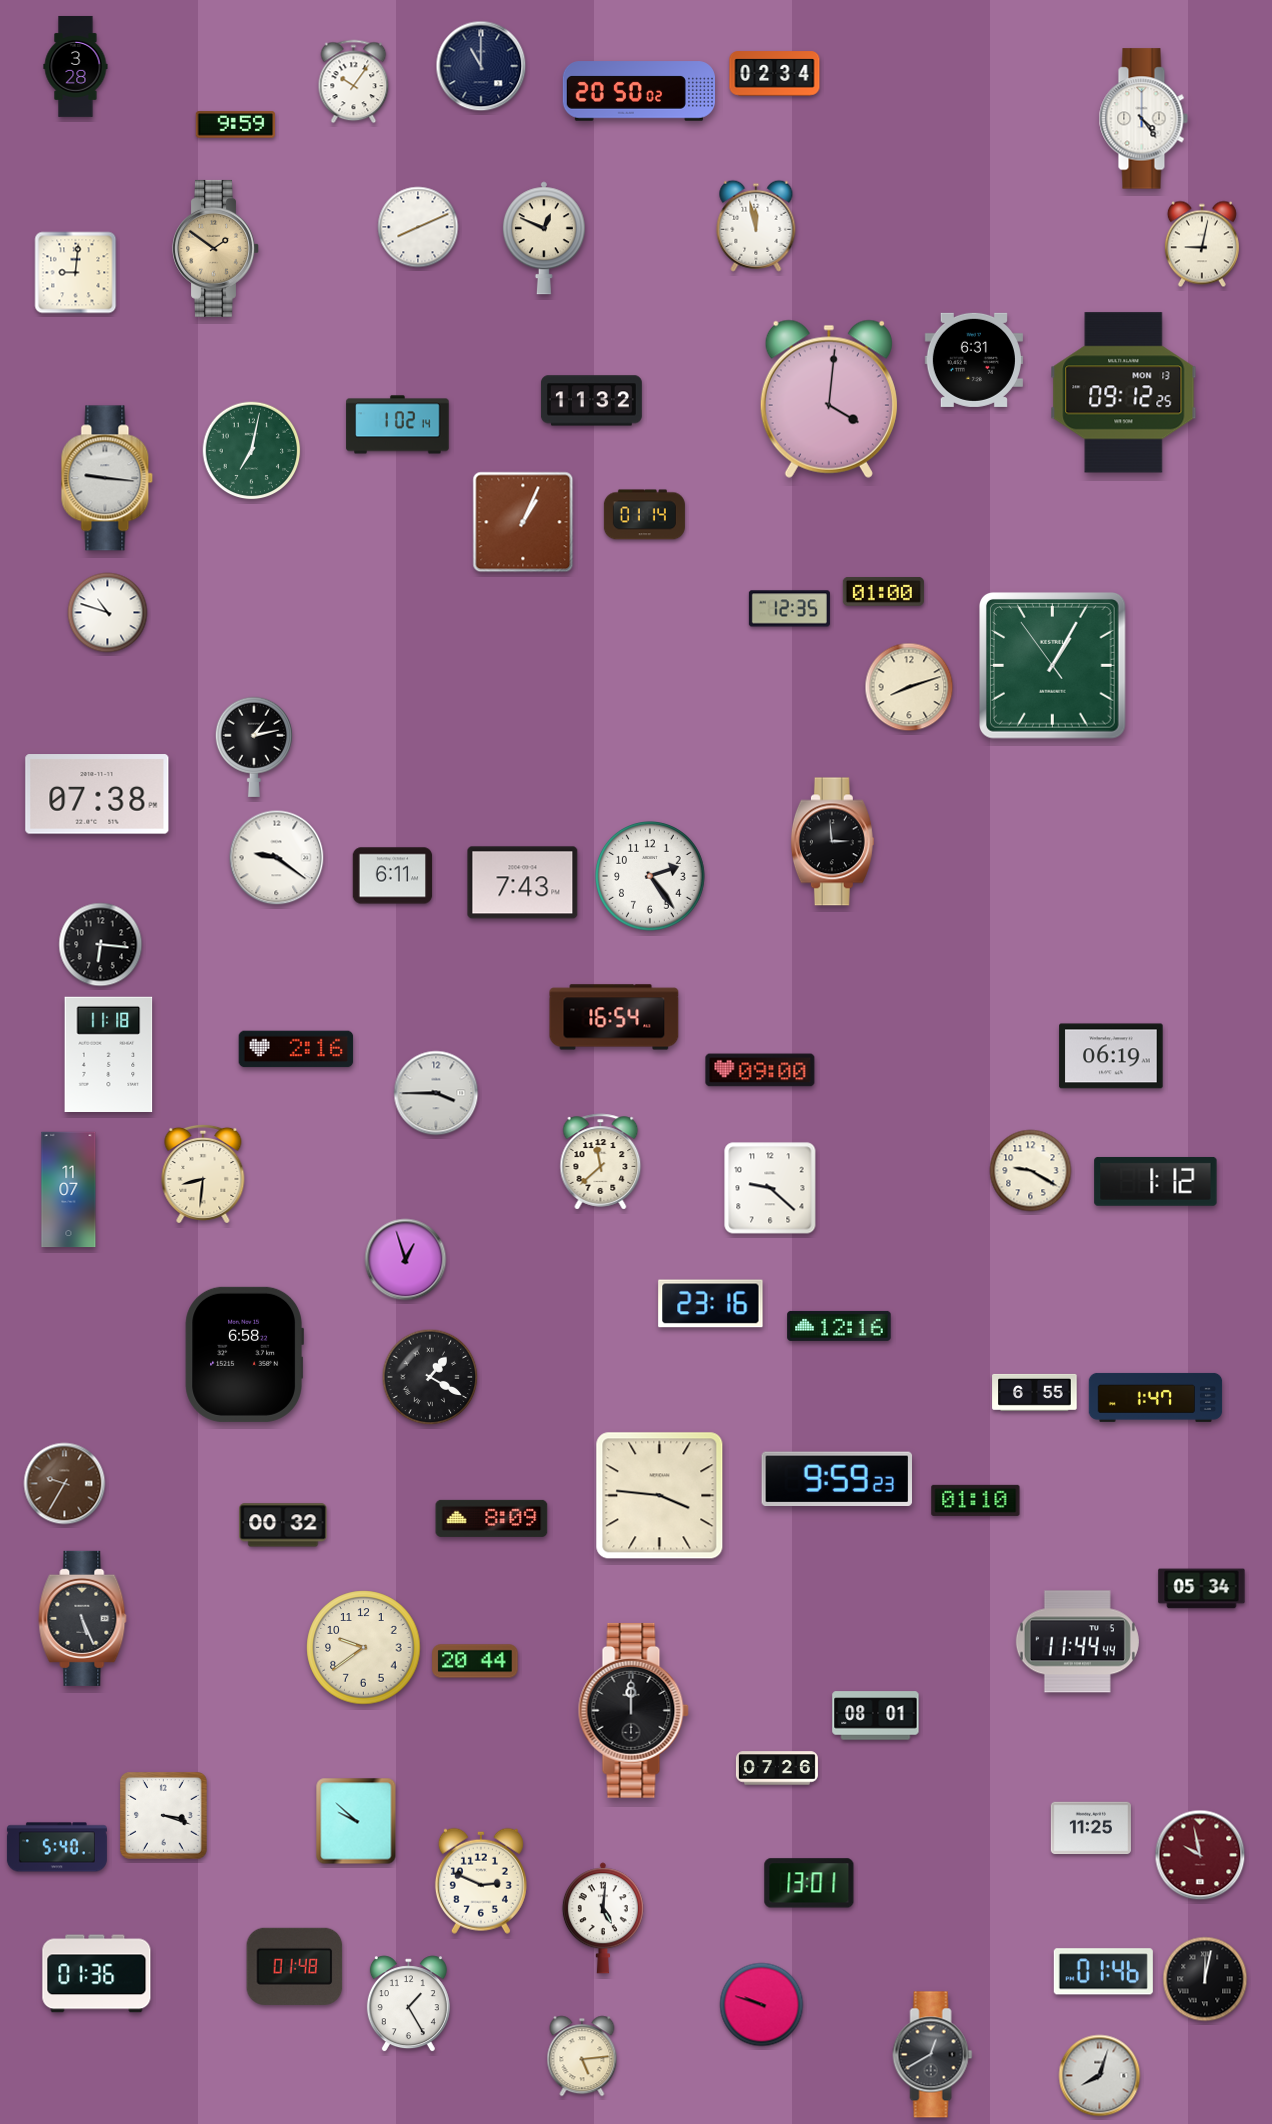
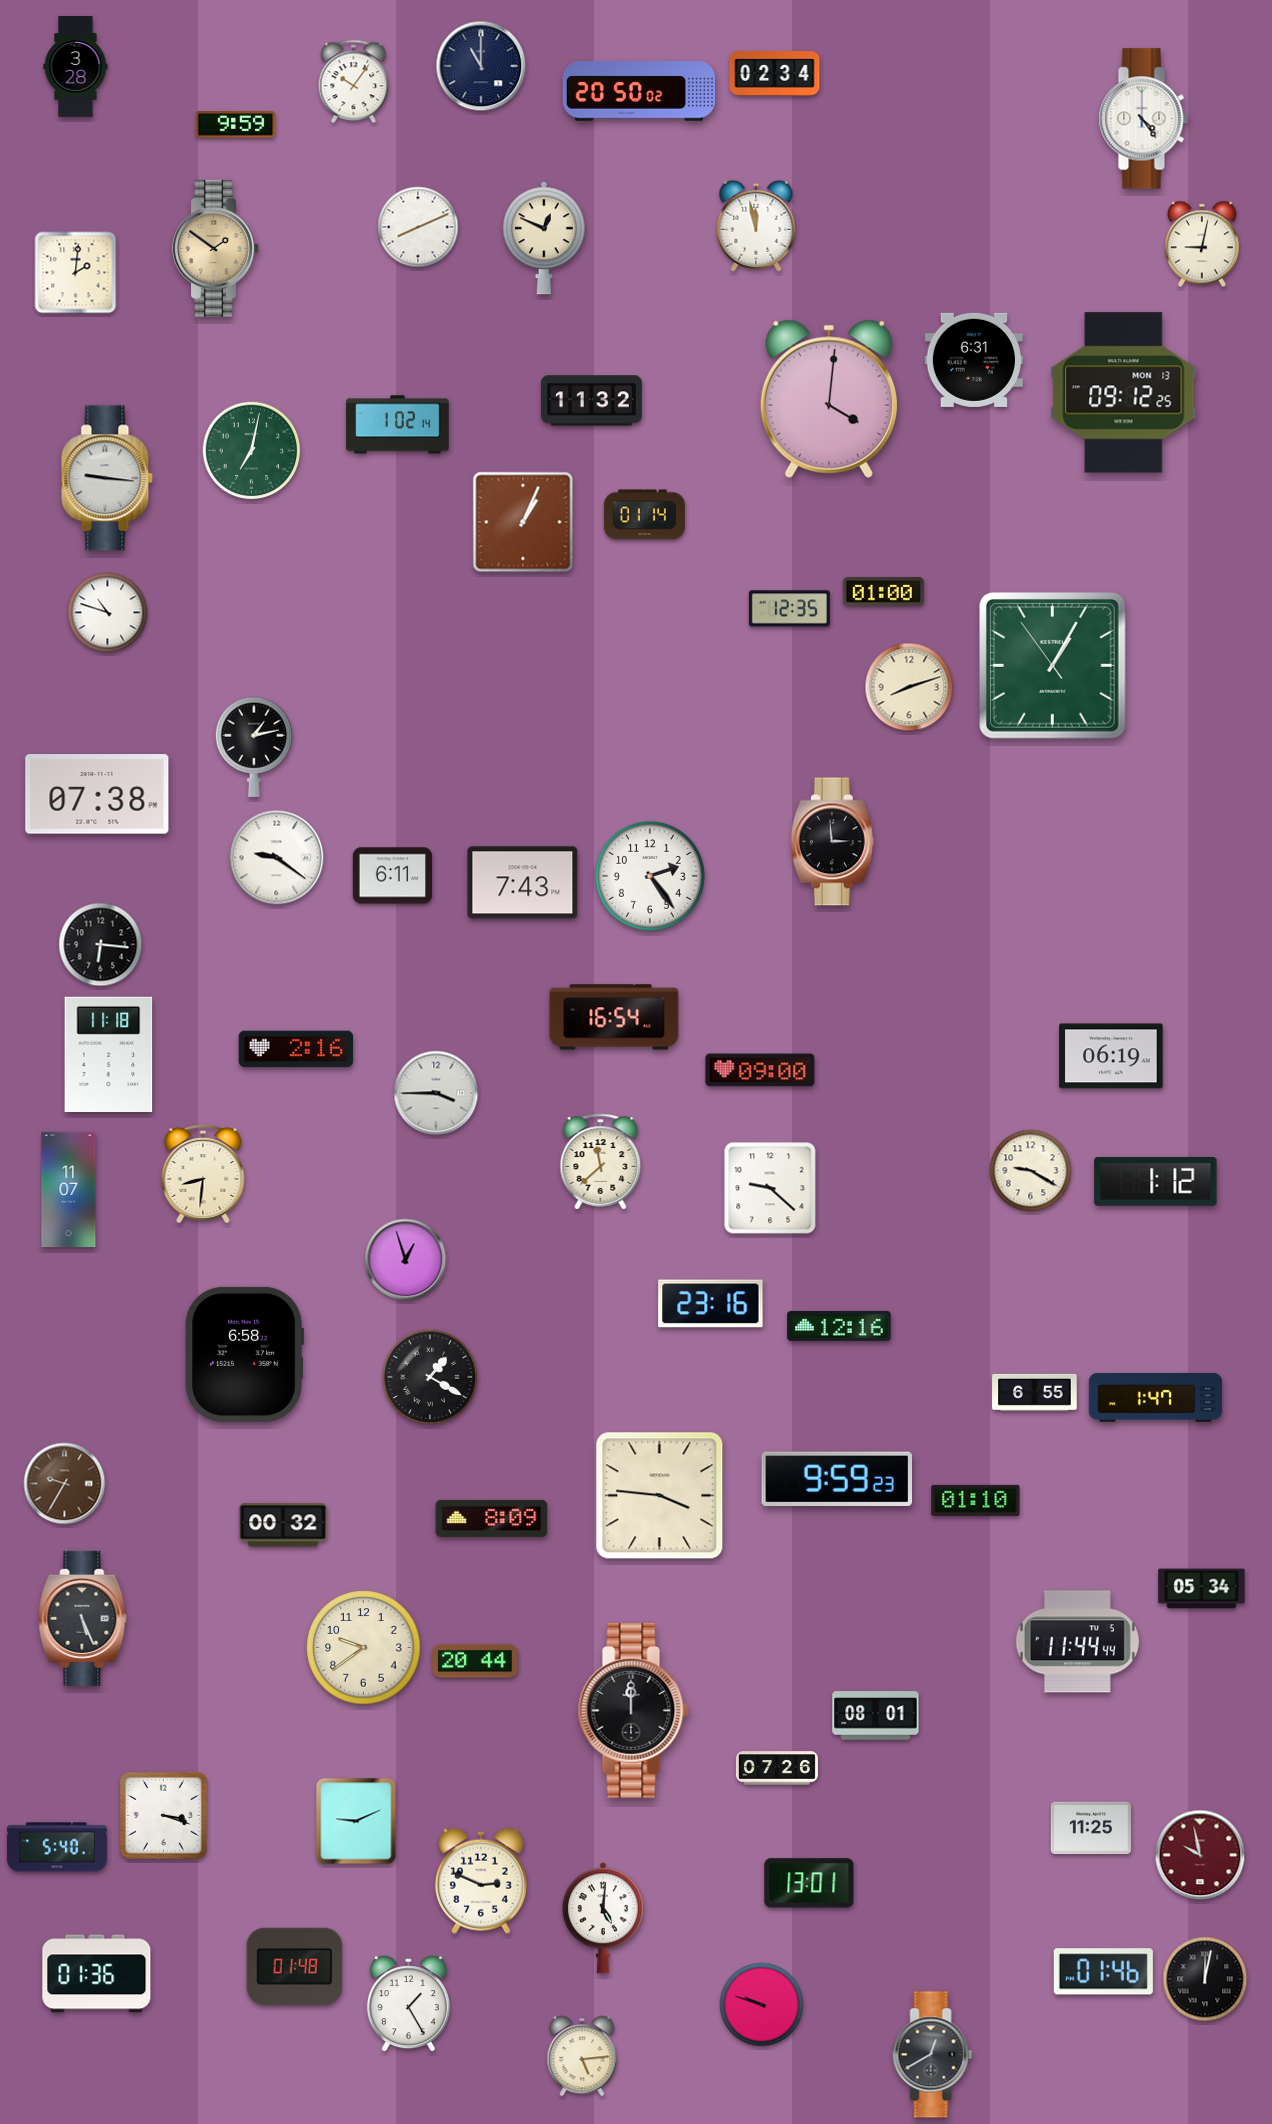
clock at (76, 273): 9:01 -> 2:01
clock at (356, 1821): 9:52 -> 9:11
clock at (1100, 2076): 8:03 -> none
